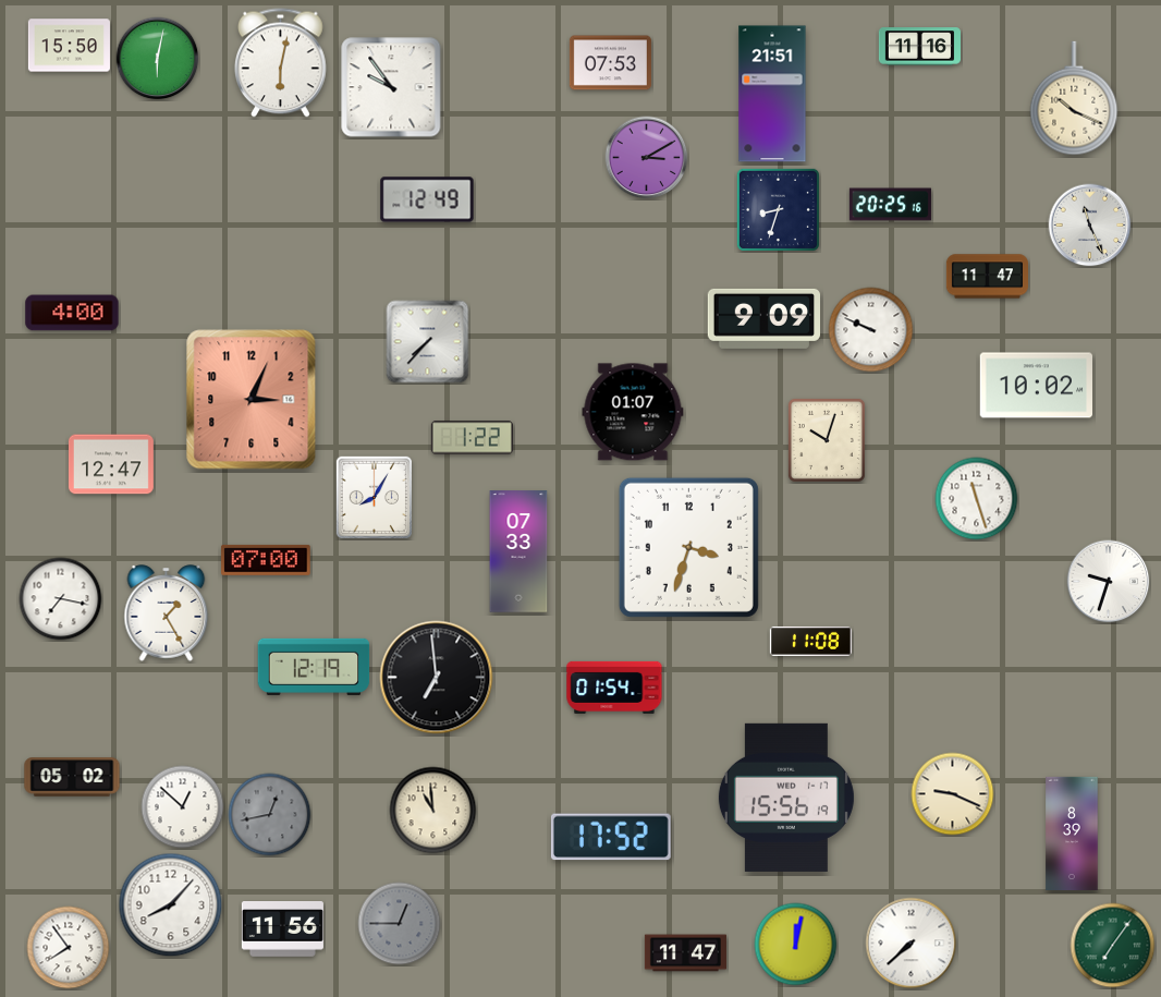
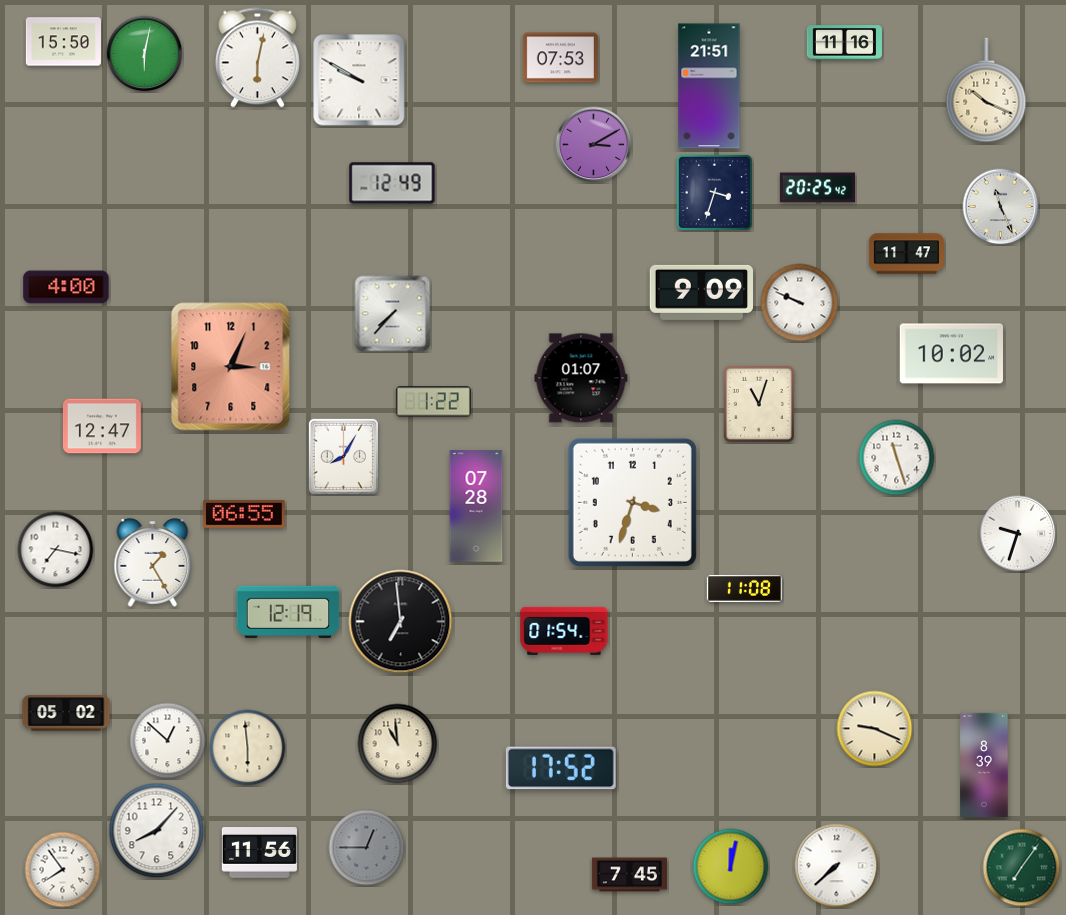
clock at (391, 87): 9:54 -> 9:50
clock at (890, 205): 20:25:16 -> 20:25:42
clock at (778, 209): 8:33 -> 3:33
clock at (827, 440): 10:03 -> 11:03
clock at (518, 551): 07:33 -> 07:28
clock at (266, 560): 07:00 -> 06:55
clock at (786, 798): 15:56 -> none
clock at (270, 815): 12:43 -> 5:59
clock at (270, 815) dial: grey -> cream
clock at (685, 953): 11:47 -> 7:45
